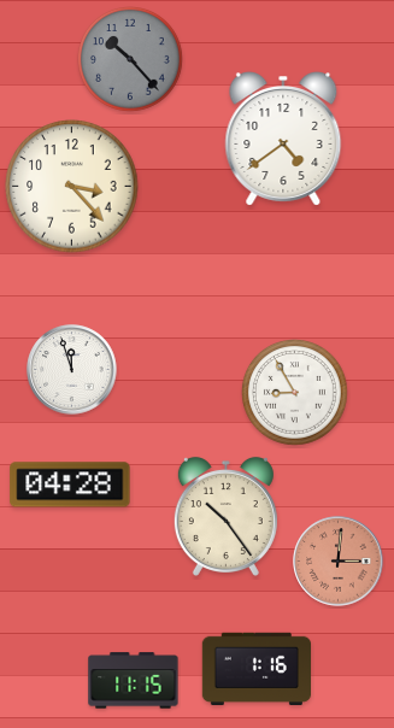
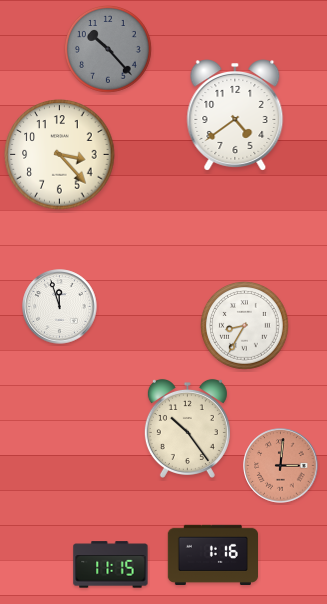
clock at (295, 393): 8:55 -> 8:35
clock at (70, 485): 04:28 -> none
